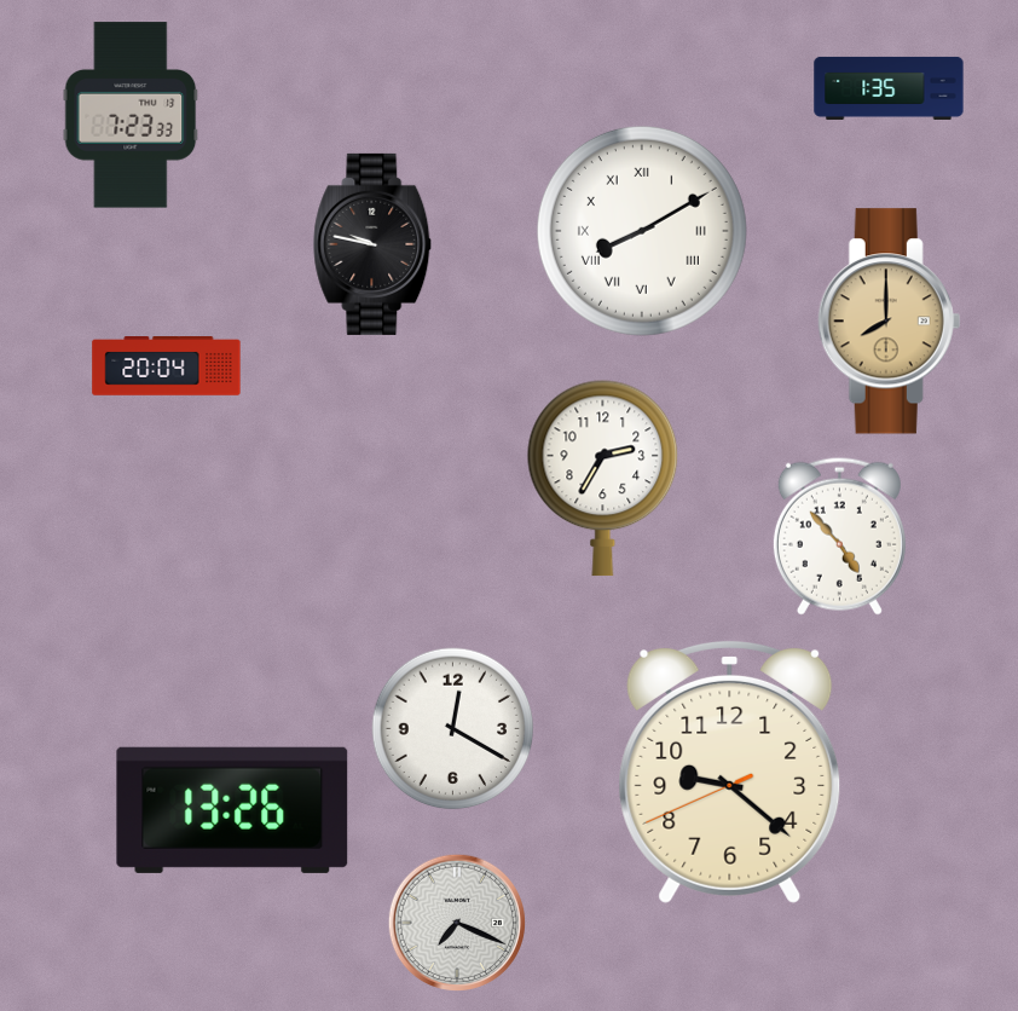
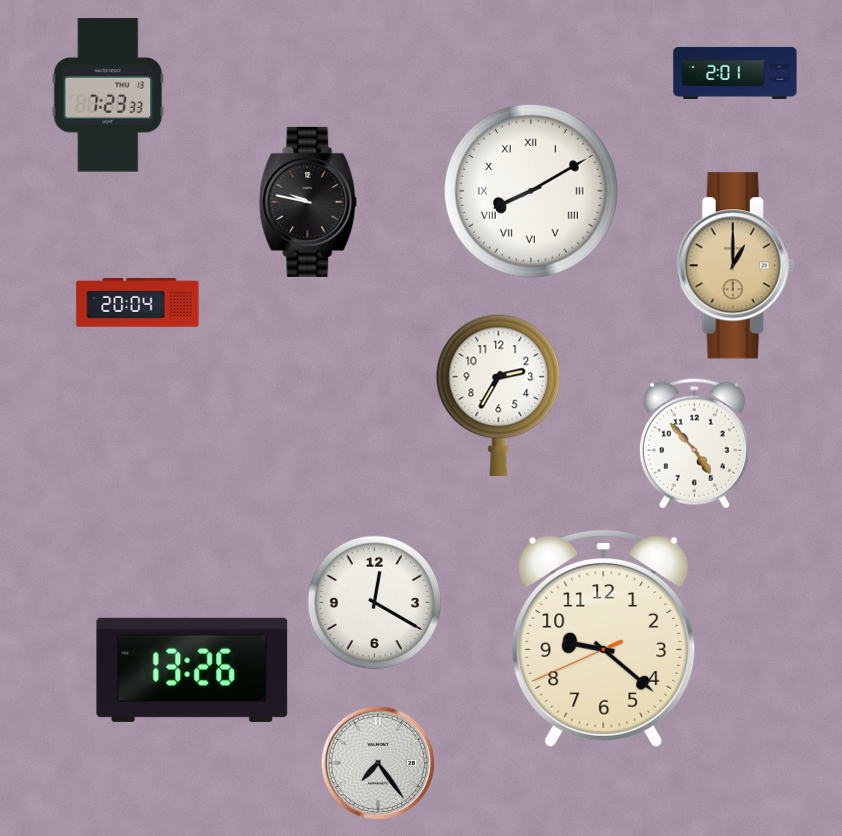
clock at (889, 88): 1:35 -> 2:01
clock at (890, 322): 8:00 -> 1:00
clock at (456, 922): 7:19 -> 7:24
